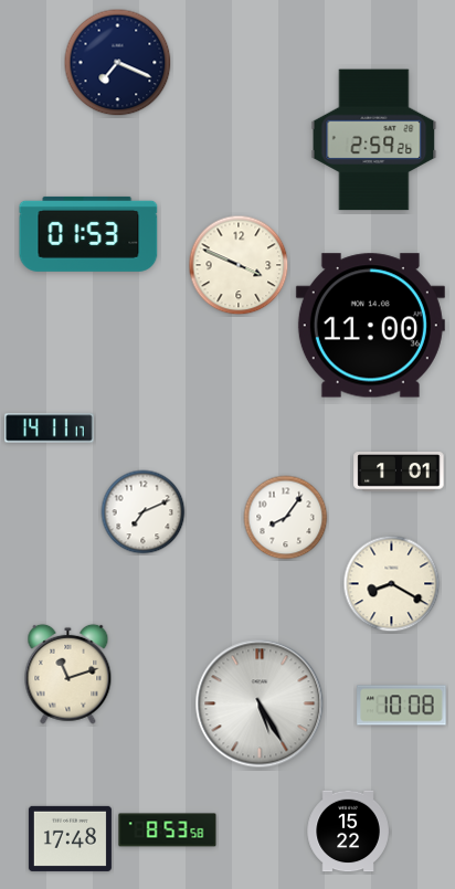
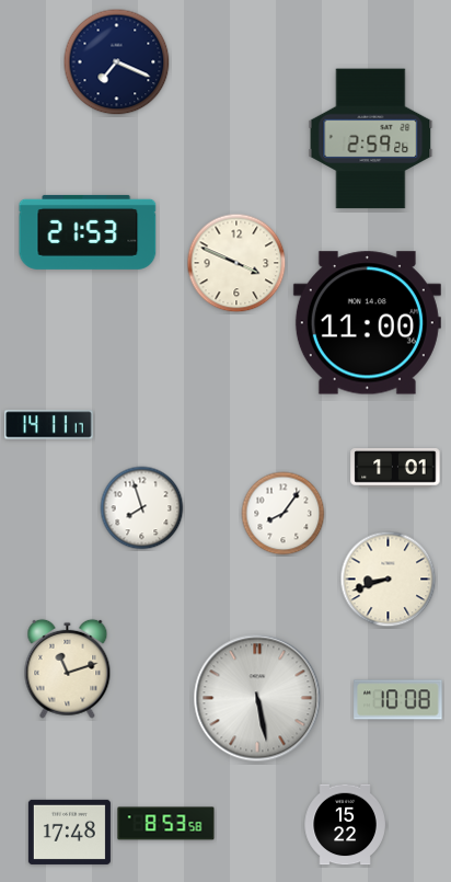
clock at (88, 234): 01:53 -> 21:53
clock at (144, 512): 7:11 -> 7:57
clock at (392, 584): 8:20 -> 8:42
clock at (260, 703): 5:25 -> 5:28
